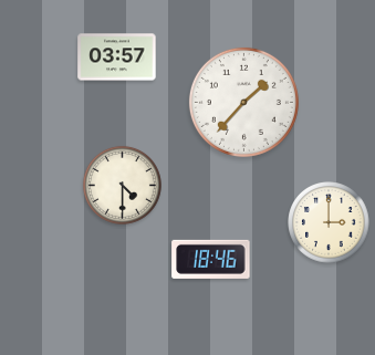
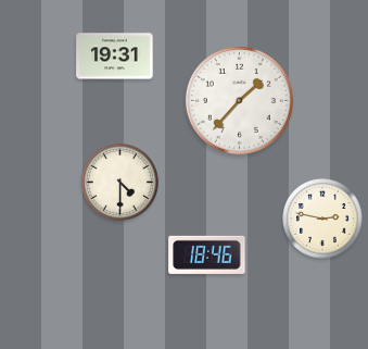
clock at (117, 58): 03:57 -> 19:31
clock at (329, 222): 3:00 -> 2:47
